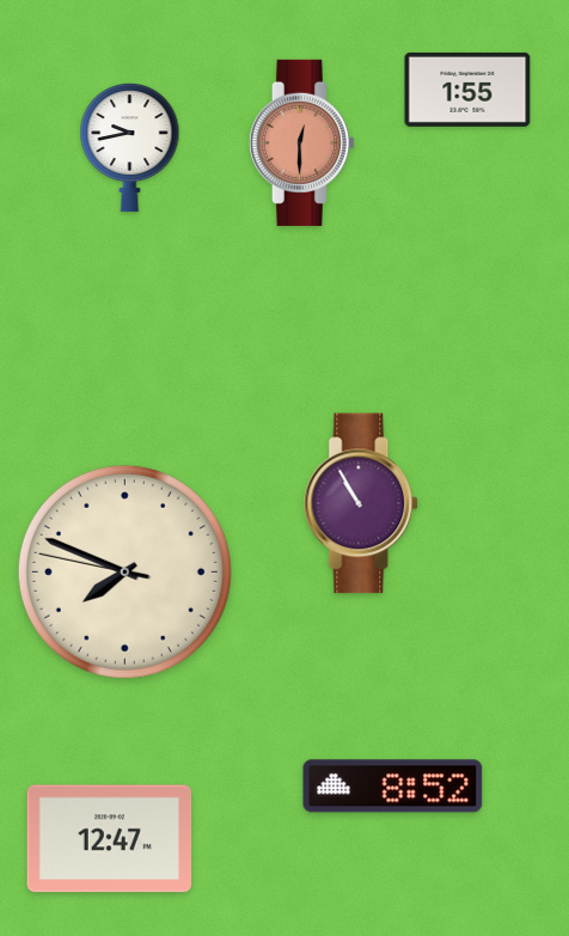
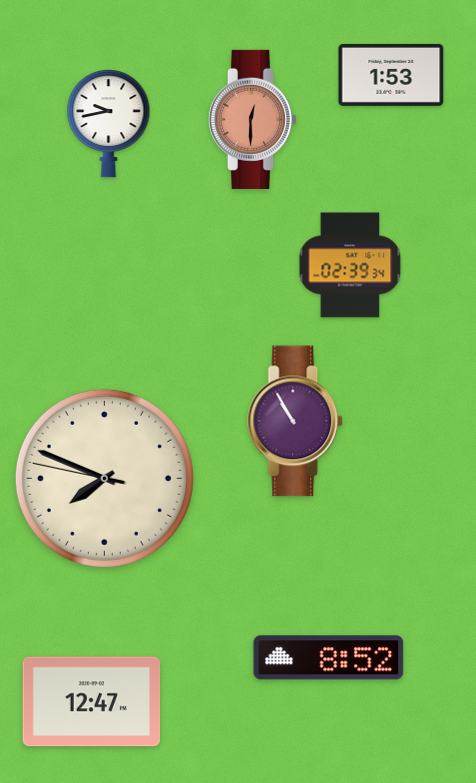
clock at (467, 90): 1:55 -> 1:53
clock at (350, 265): none -> 02:39
clock at (362, 503) position: (362, 503) -> (296, 421)
